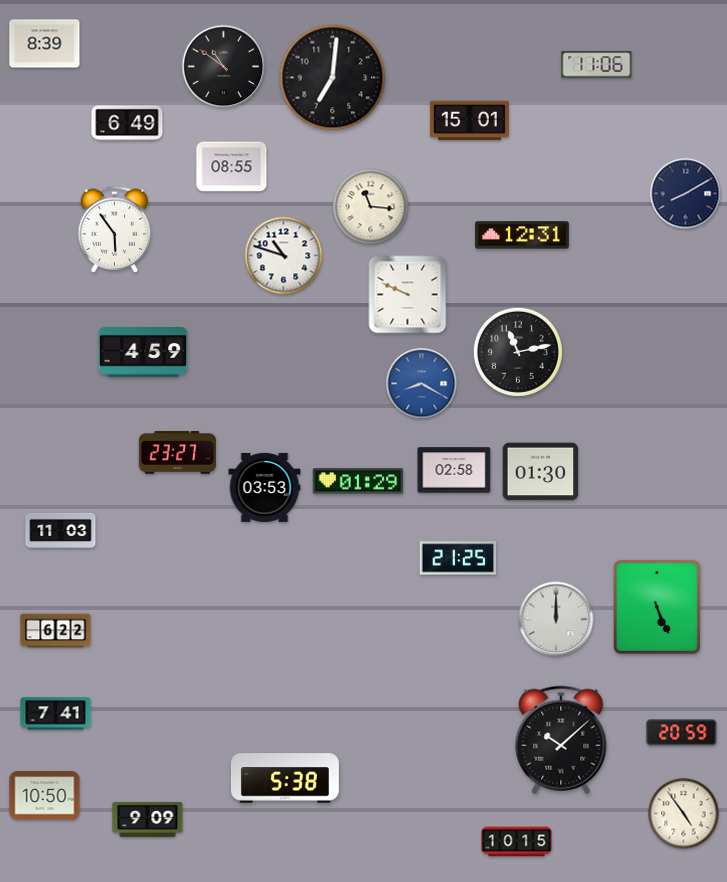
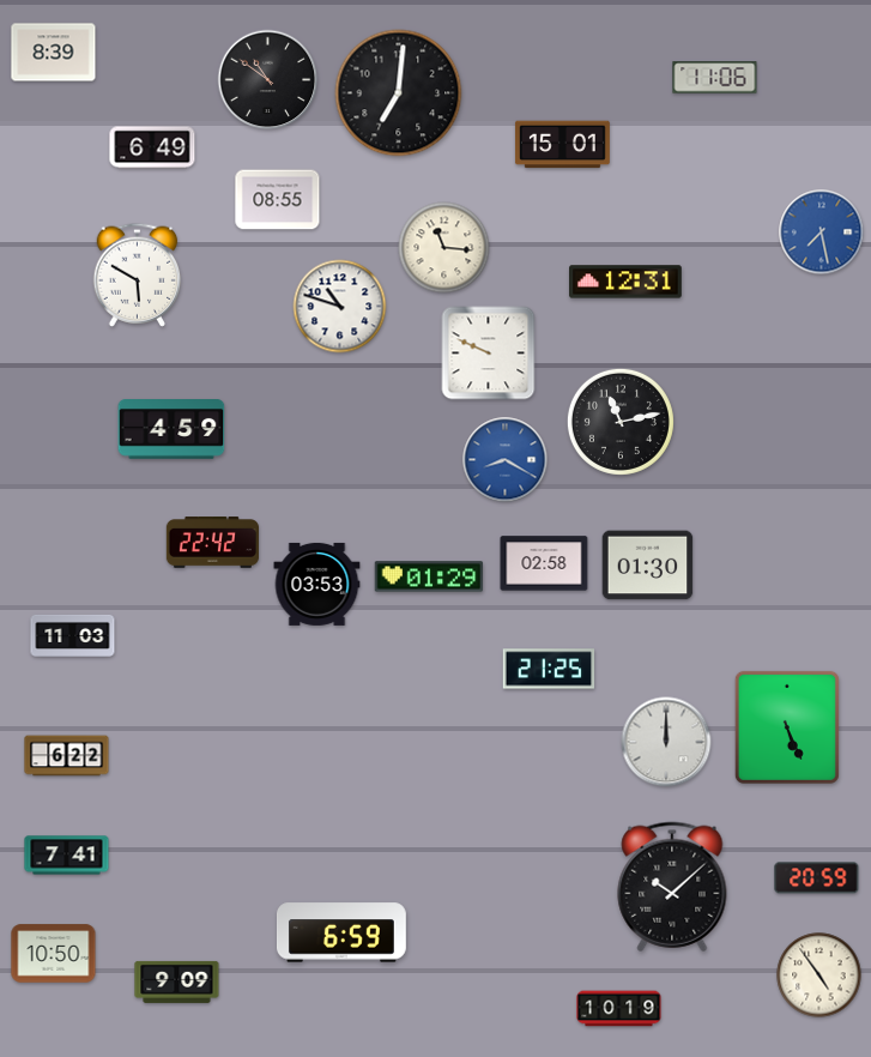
clock at (686, 194): 8:10 -> 7:28
clock at (686, 194) dial: navy -> blue
clock at (115, 229): 5:54 -> 5:50
clock at (143, 353) position: (143, 353) -> (171, 430)
clock at (177, 453): 23:27 -> 22:42
clock at (286, 778): 5:38 -> 6:59
clock at (517, 842): 10:15 -> 10:19
